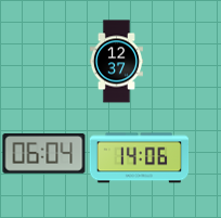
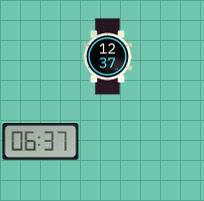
clock at (44, 154): 06:04 -> 06:37
clock at (140, 158): 14:06 -> none
